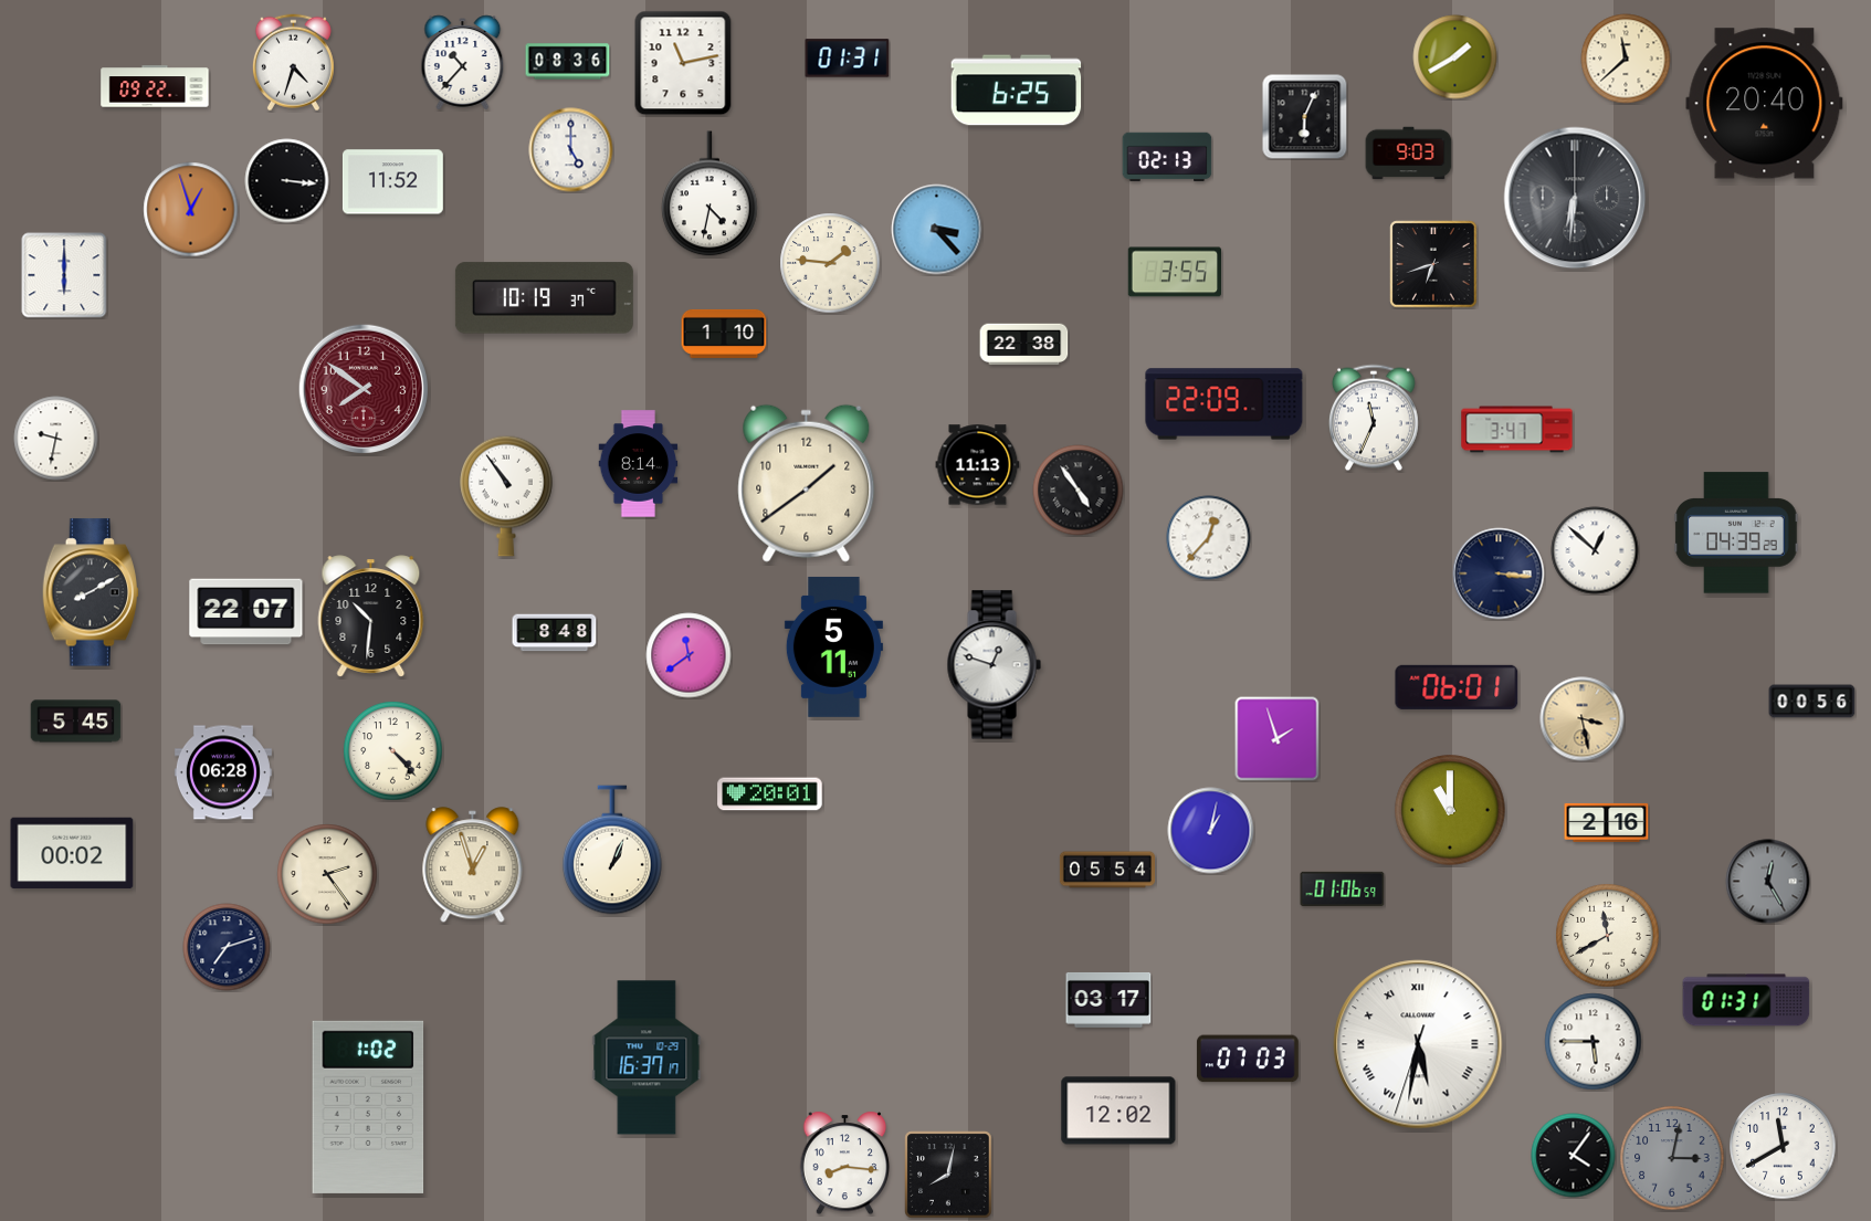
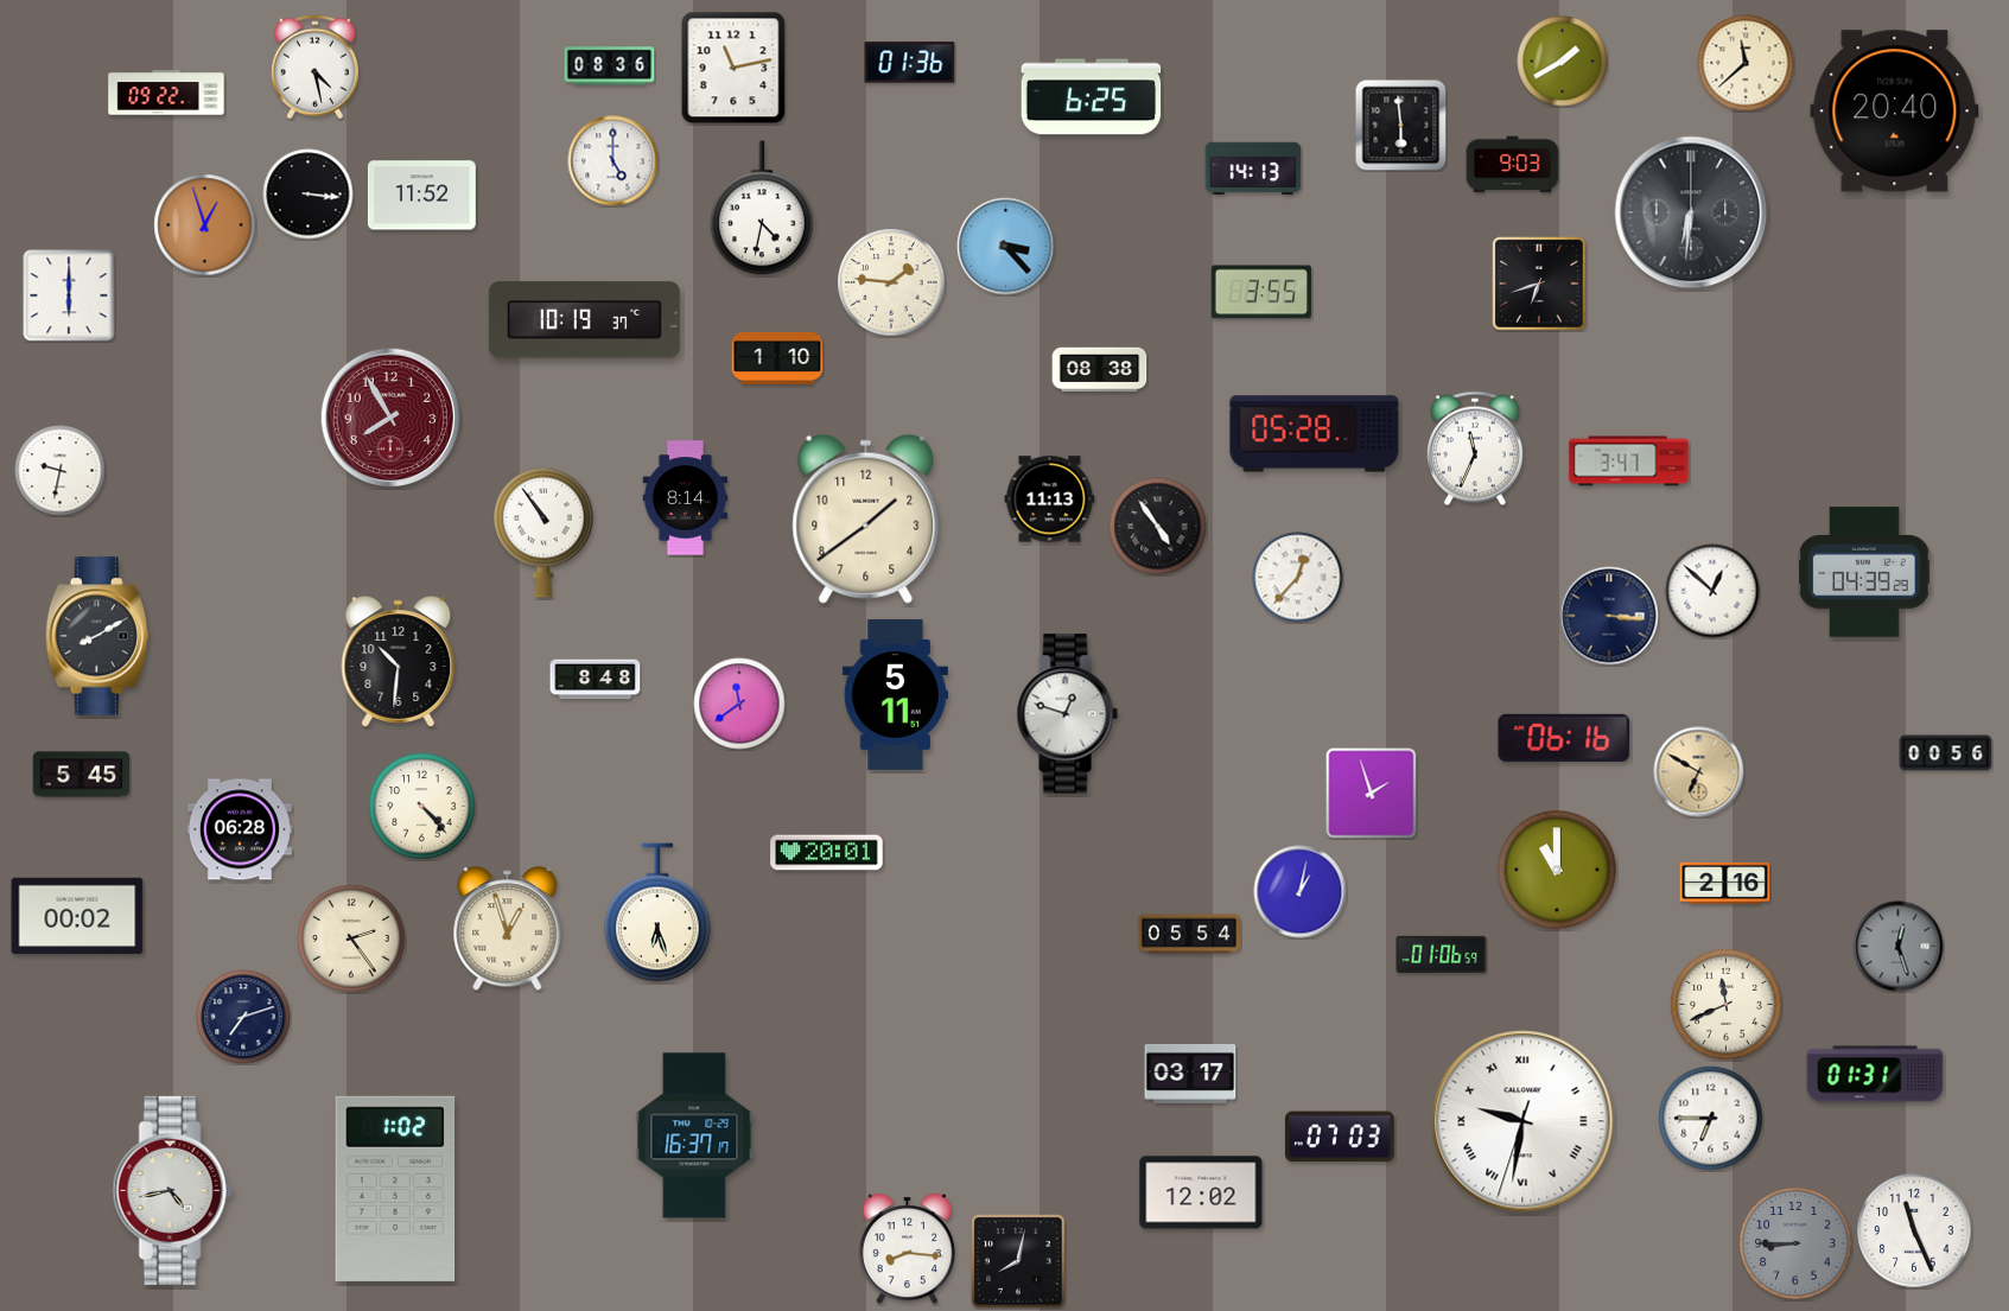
clock at (848, 59): 01:31 -> 01:36
clock at (293, 63): 4:33 -> 4:28
clock at (463, 63): 10:37 -> none
clock at (1305, 117): 6:04 -> 5:59
clock at (1167, 157): 02:13 -> 14:13
clock at (1024, 345): 22:38 -> 08:38
clock at (362, 388): 7:51 -> 7:55
clock at (1224, 404): 22:09 -> 05:28
clock at (246, 612): 22:07 -> none
clock at (1457, 687): 06:01 -> 06:16
clock at (1583, 719): 3:28 -> 6:50
clock at (613, 850): 1:04 -> 6:27
clock at (1768, 882): 12:25 -> 12:27
clock at (1608, 936): 11:40 -> 11:41
clock at (1594, 1042): 5:45 -> 6:45
clock at (1418, 1044): 5:31 -> 9:31
clock at (172, 1190): none -> 4:43
clock at (1783, 1146): 11:40 -> 11:26
clock at (1574, 1156): 4:06 -> none
clock at (1672, 1158): 3:02 -> 8:45
